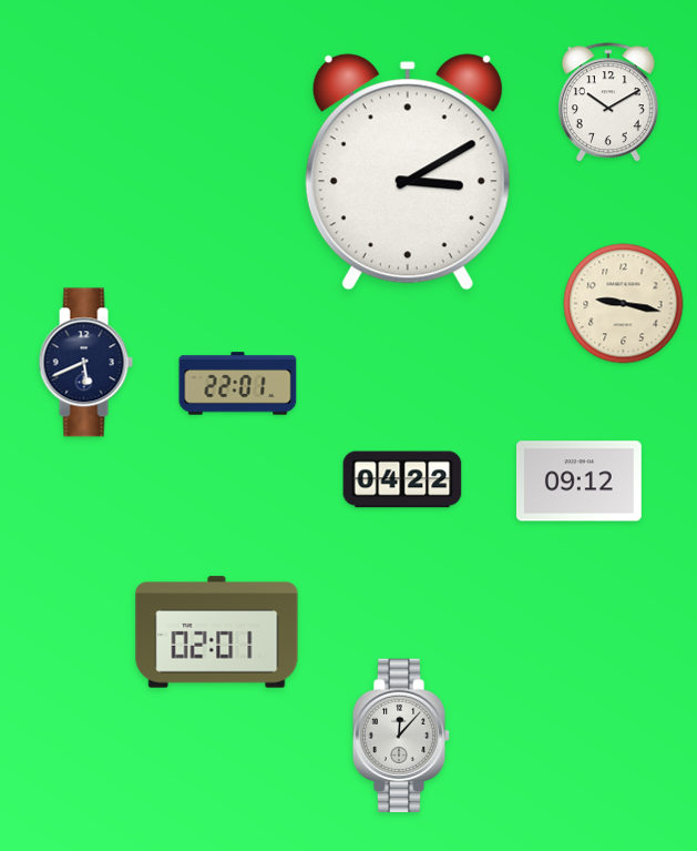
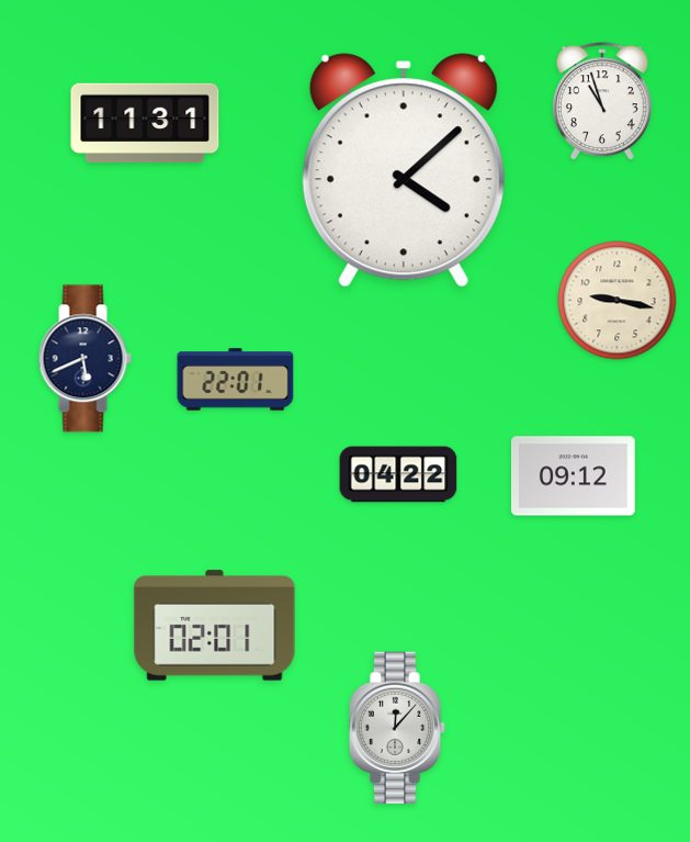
clock at (608, 103): 10:10 -> 10:57
clock at (145, 123): none -> 11:31
clock at (408, 172): 3:10 -> 4:08
